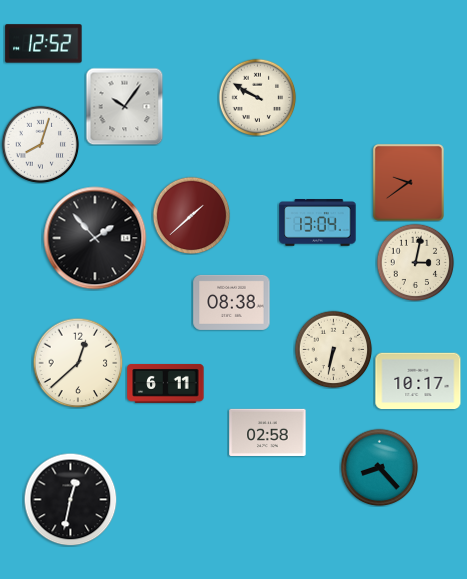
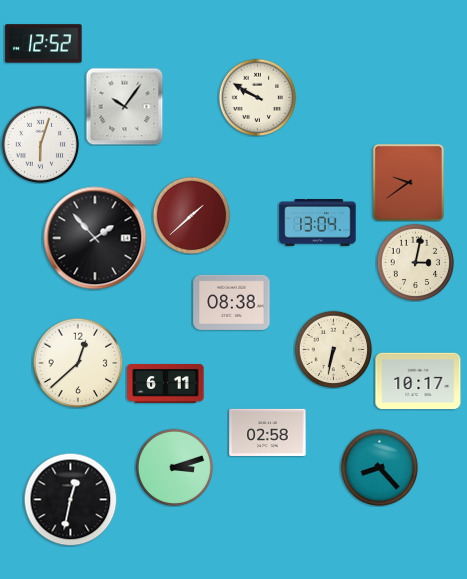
clock at (40, 144): 8:03 -> 6:03
clock at (174, 467): none -> 3:12
